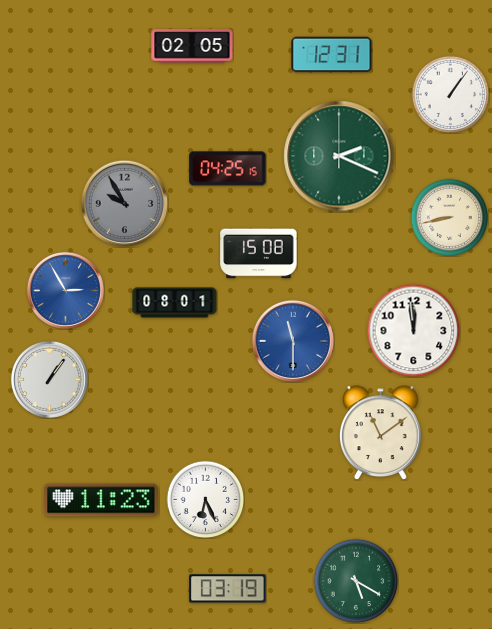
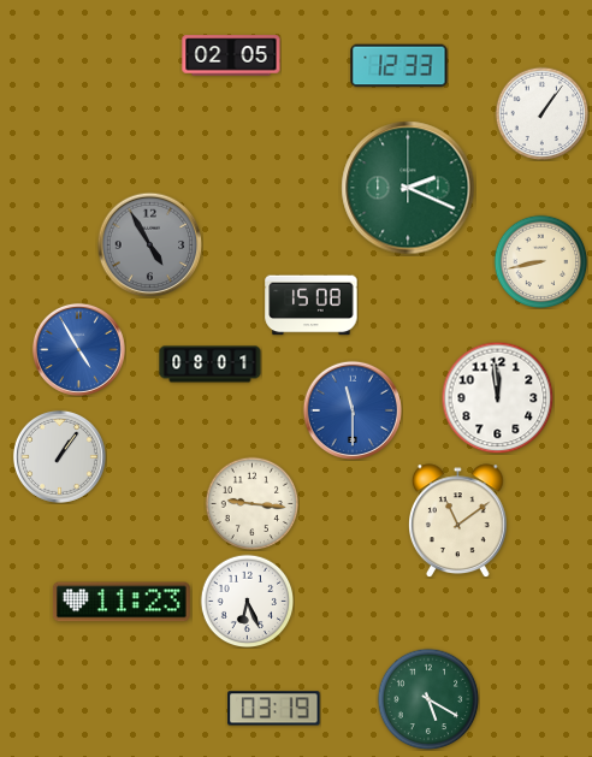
clock at (332, 55): 12:31 -> 12:33
clock at (228, 169): 04:25 -> none
clock at (124, 203): 9:55 -> 4:55
clock at (65, 290): 2:55 -> 4:55
clock at (251, 503): none -> 9:16
